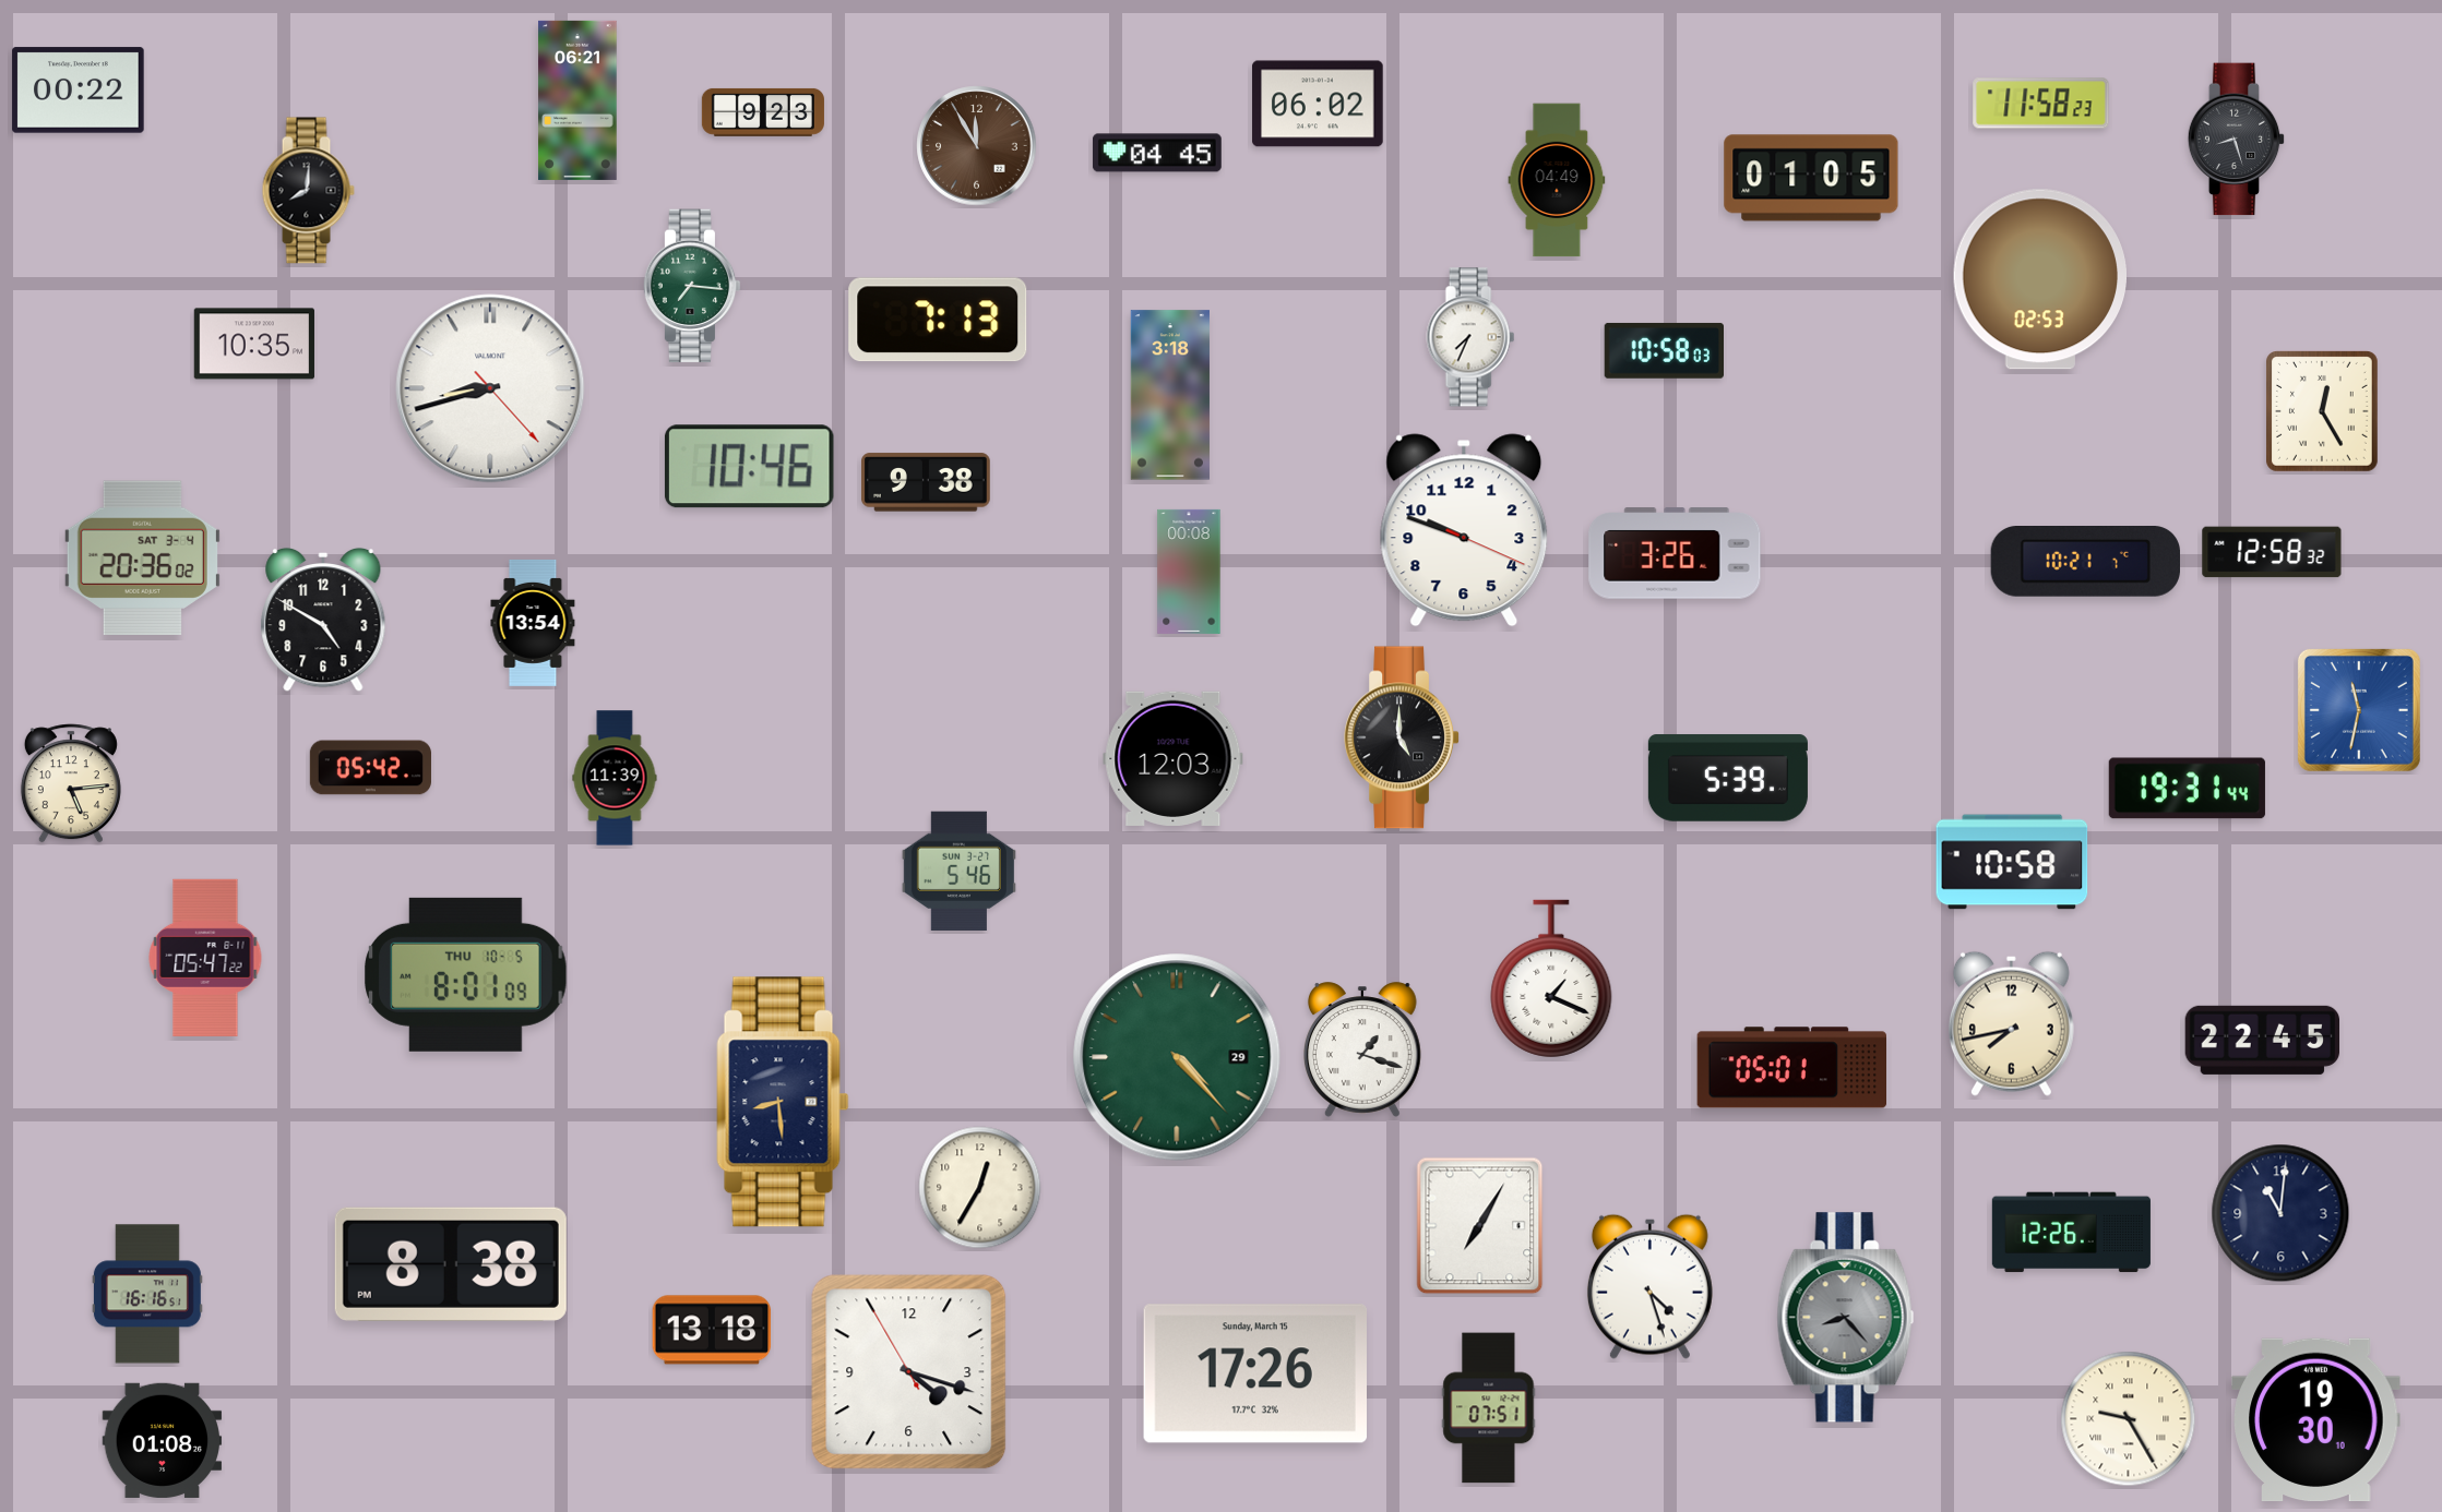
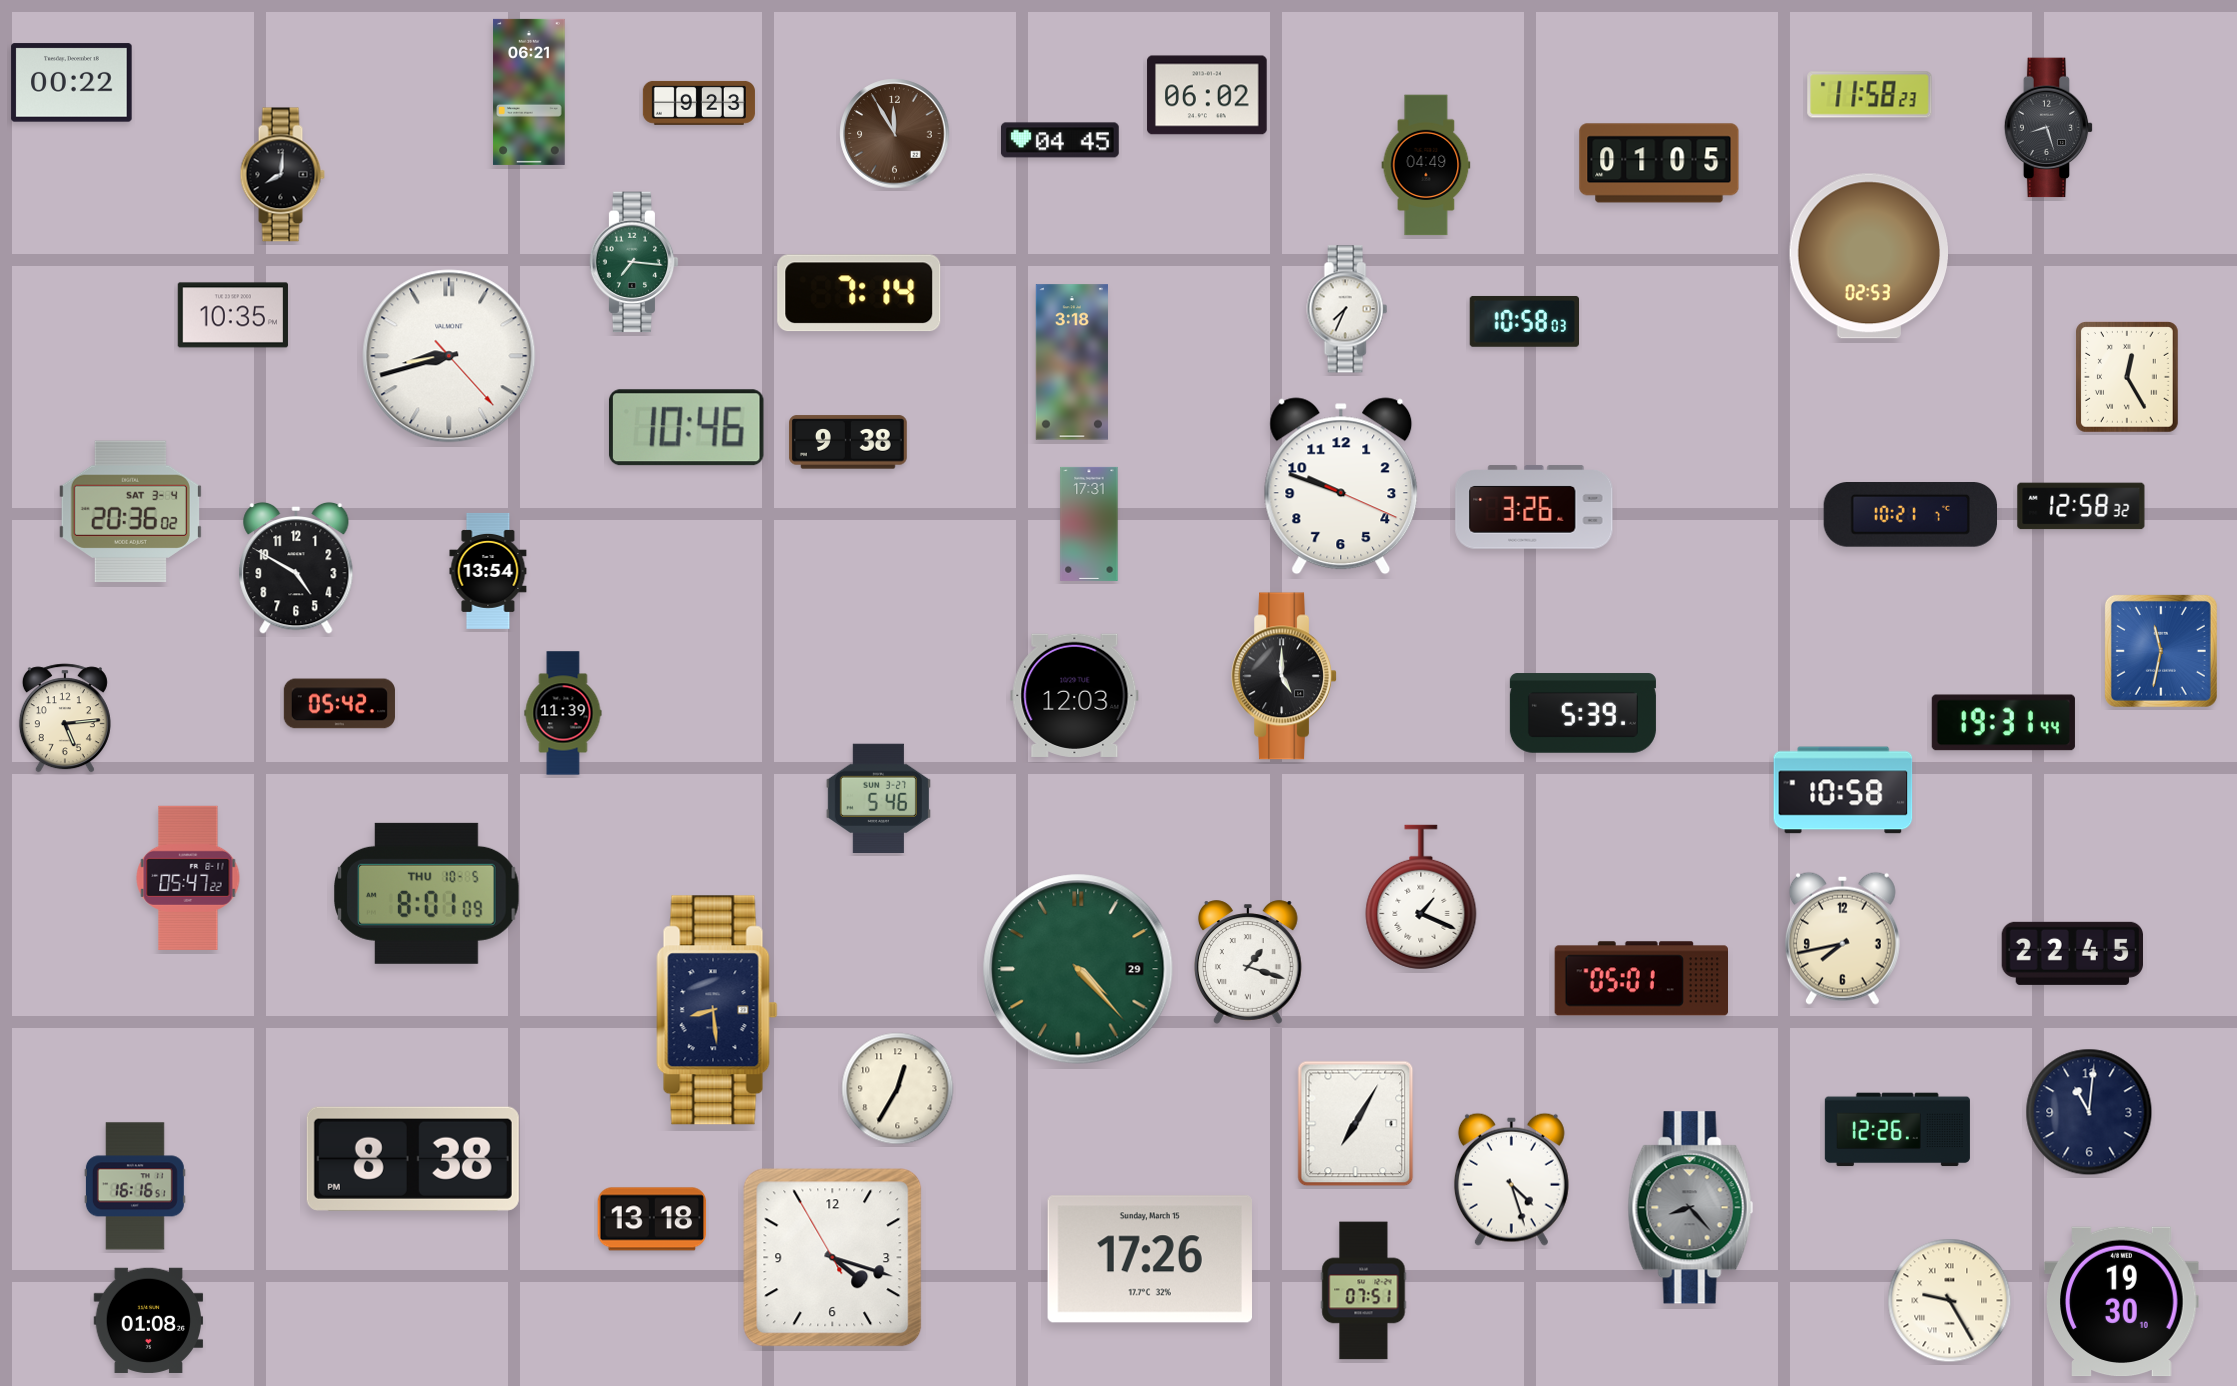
clock at (938, 320): 7:13 -> 7:14
clock at (1189, 572): 00:08 -> 17:31
